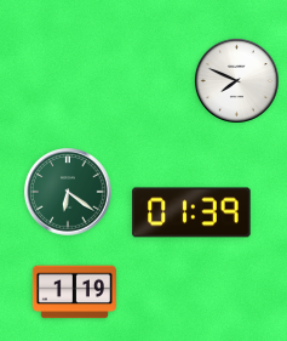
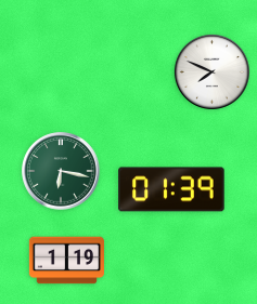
clock at (68, 192): 6:21 -> 6:17
